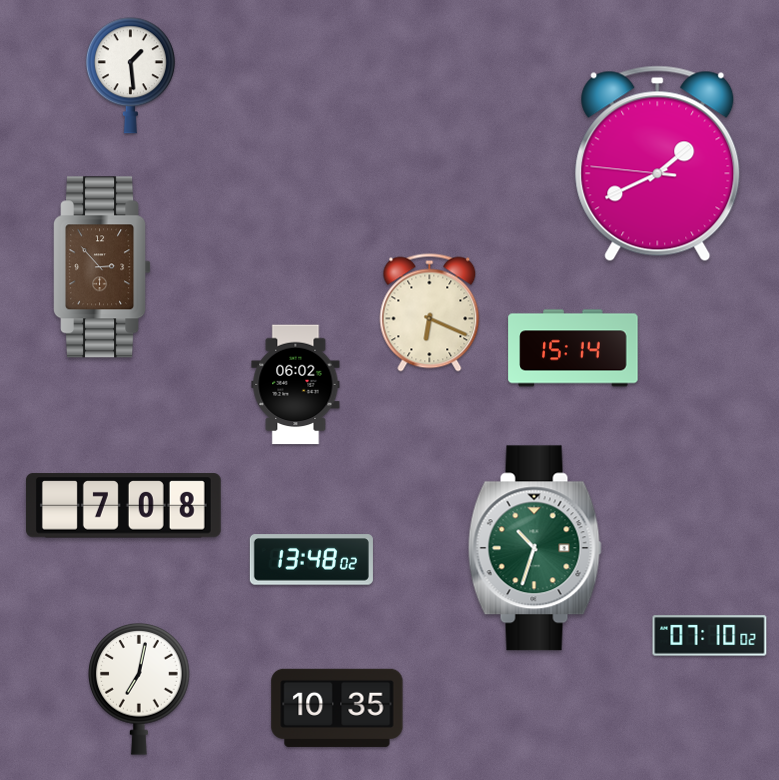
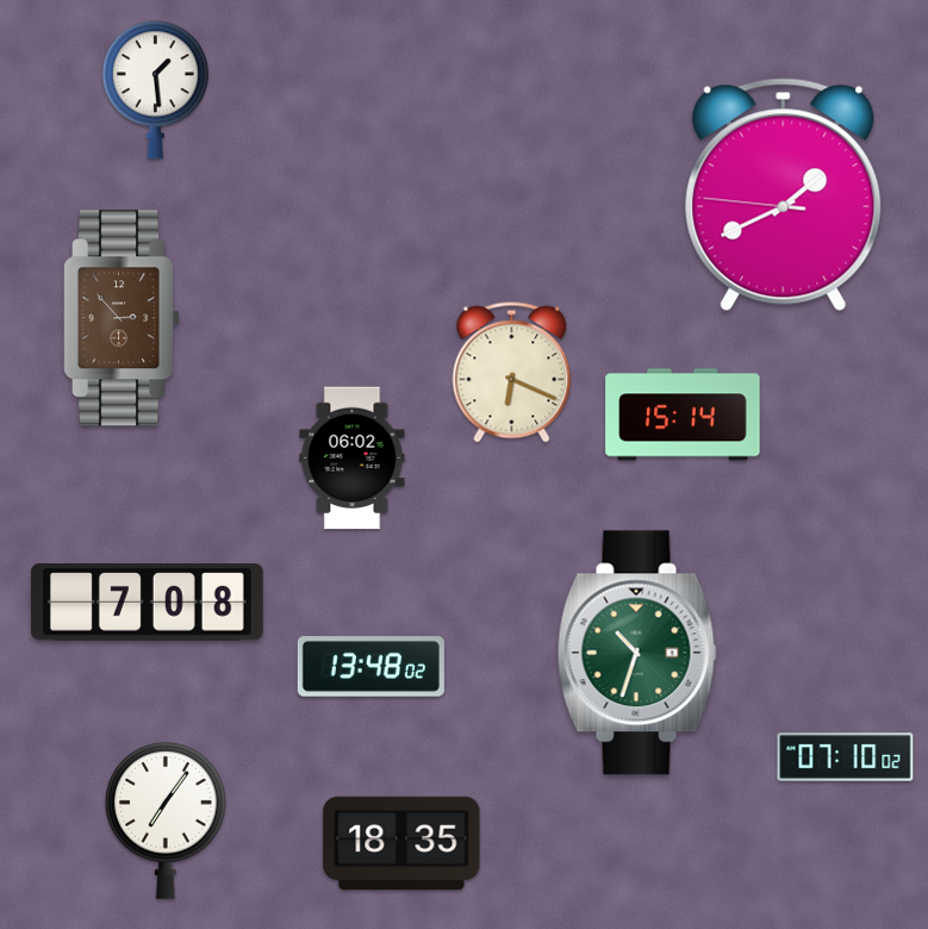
clock at (139, 689): 7:02 -> 7:06
clock at (337, 708): 10:35 -> 18:35
